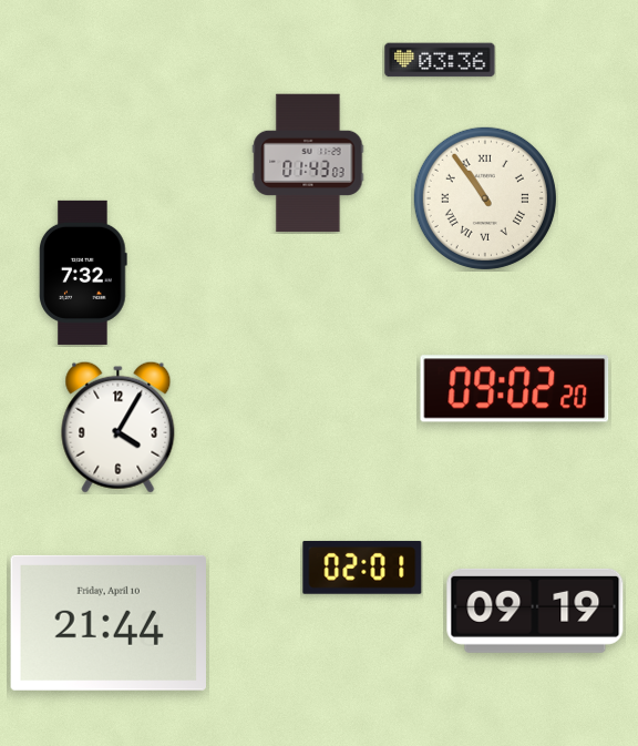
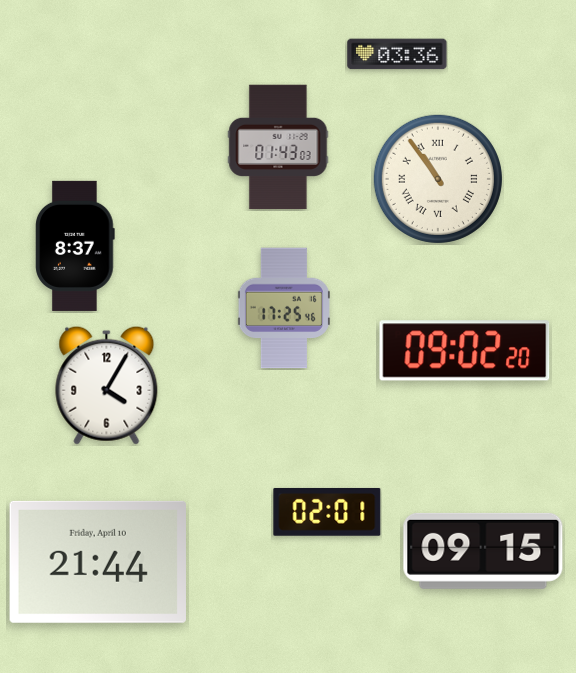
clock at (83, 273): 7:32 -> 8:37
clock at (284, 308): none -> 17:25
clock at (535, 611): 09:19 -> 09:15
